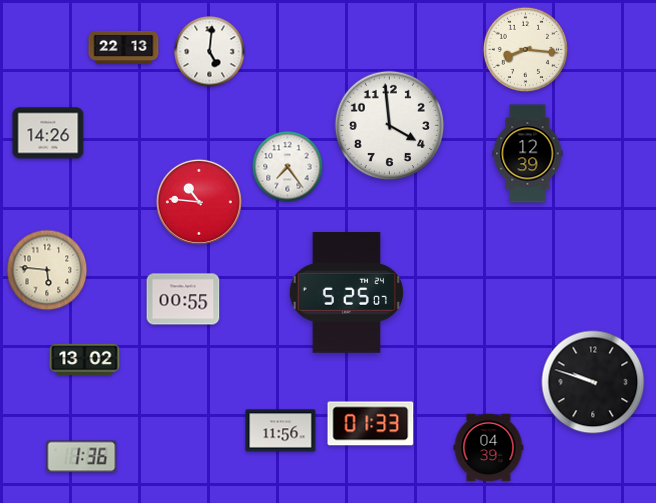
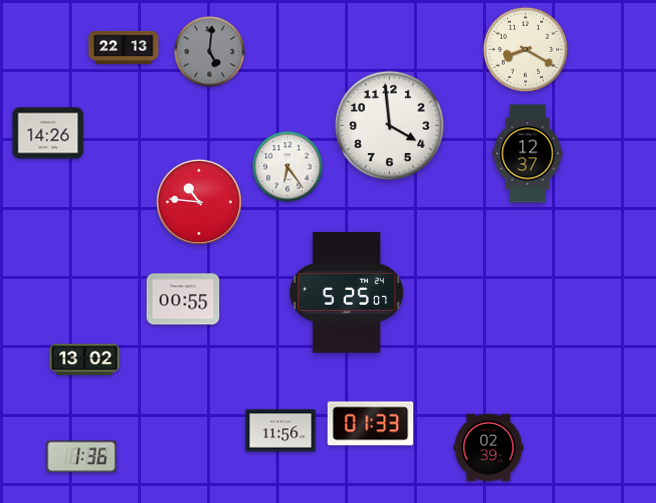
clock at (525, 49): 8:16 -> 8:20
clock at (210, 52) dial: white -> grey
clock at (528, 154): 12:39 -> 12:37
clock at (288, 167): 7:24 -> 6:24
clock at (47, 270): 5:46 -> none
clock at (593, 382): 9:48 -> none
clock at (489, 448): 04:39 -> 02:39
